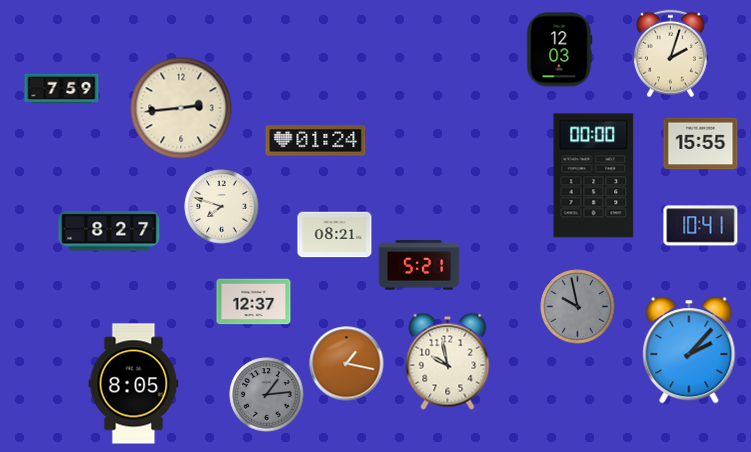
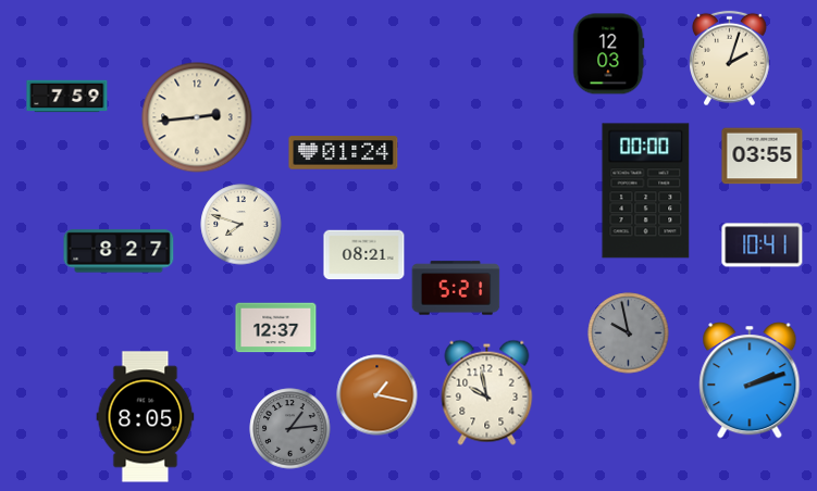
clock at (701, 144): 15:55 -> 03:55
clock at (689, 350): 2:07 -> 2:12
